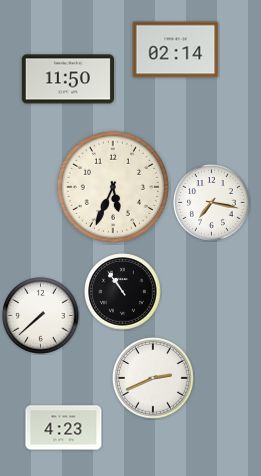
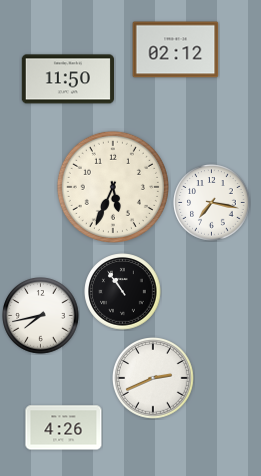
clock at (176, 50): 02:14 -> 02:12
clock at (41, 316): 7:38 -> 7:43
clock at (64, 428): 4:23 -> 4:26
